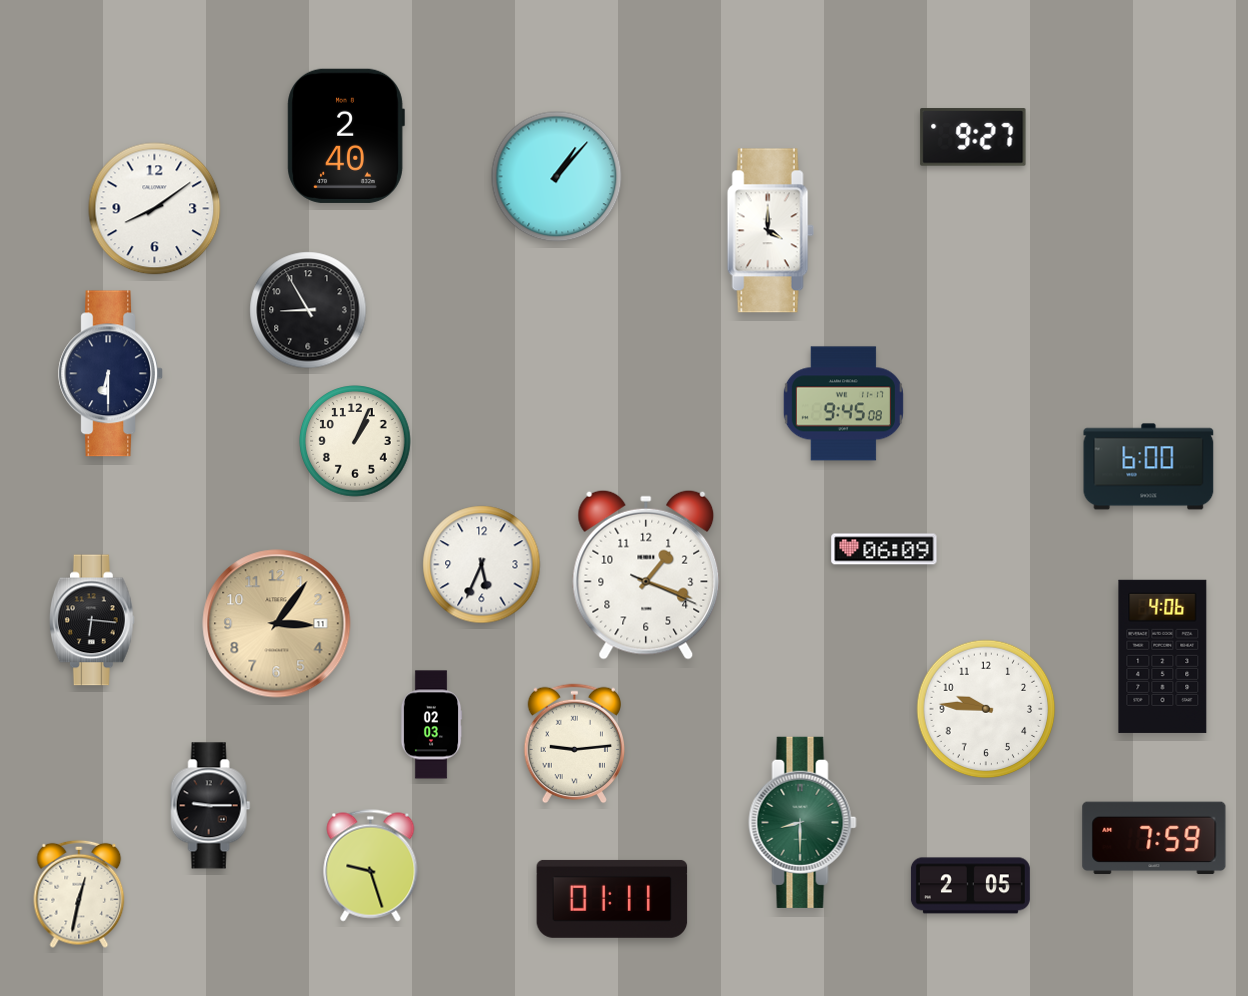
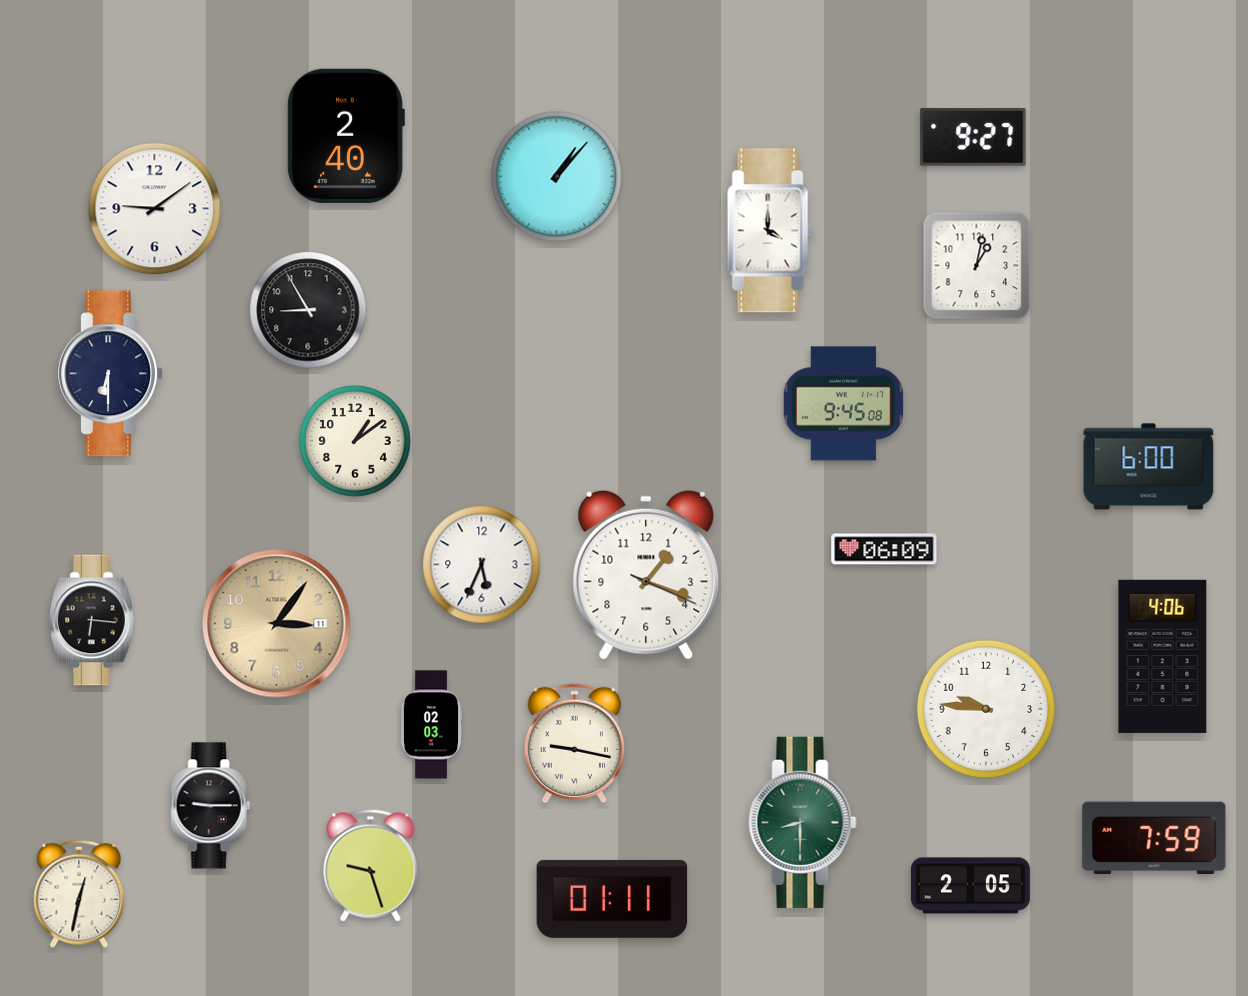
clock at (155, 209): 8:09 -> 9:09
clock at (977, 266): none -> 1:02
clock at (355, 441): 1:04 -> 1:09
clock at (574, 744): 9:14 -> 9:17
